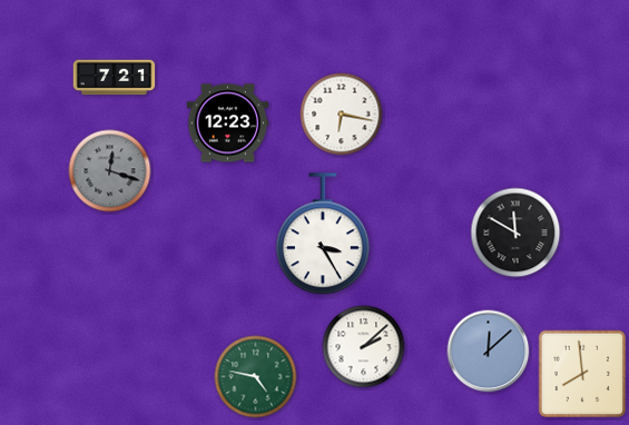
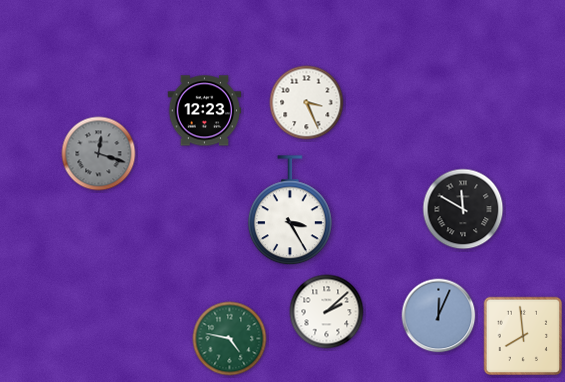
clock at (115, 78): 7:21 -> none
clock at (342, 115): 6:17 -> 3:26
clock at (489, 352): 12:08 -> 12:04
